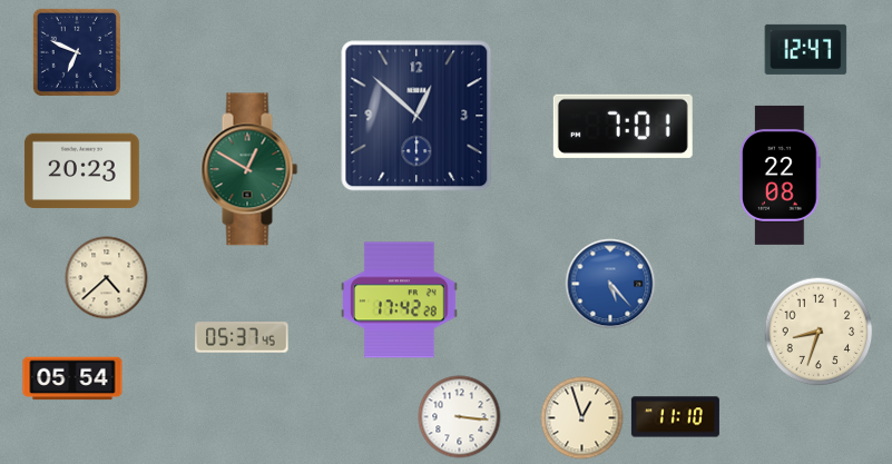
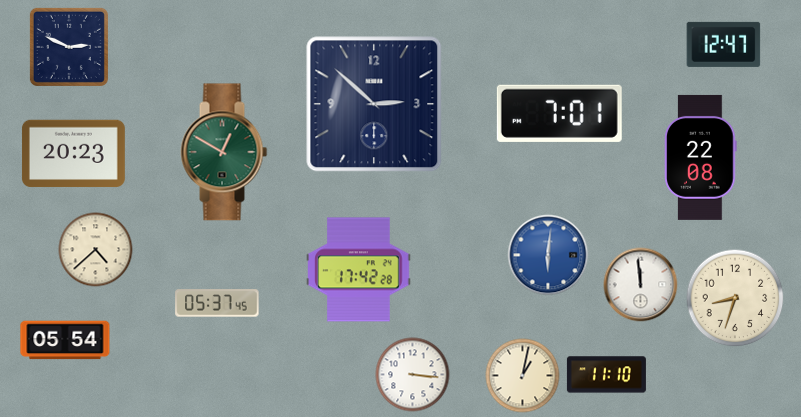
clock at (77, 52): 6:49 -> 2:49
clock at (416, 116): 12:52 -> 2:52
clock at (610, 284): 5:23 -> 6:01
clock at (641, 285): none -> 11:59
clock at (582, 418): 12:57 -> 1:02
